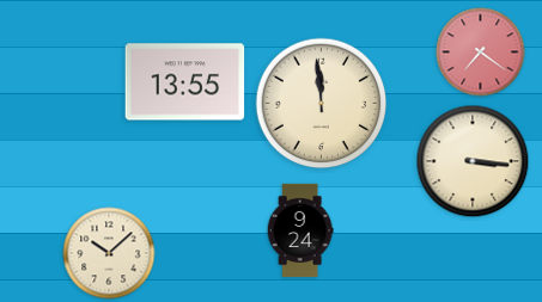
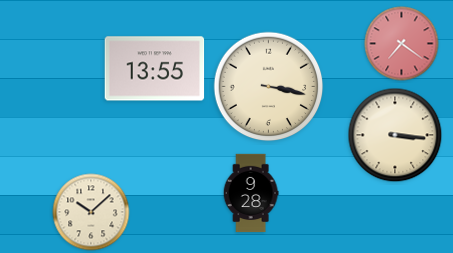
clock at (322, 104): 11:59 -> 3:17
clock at (300, 230): 9:24 -> 9:28
